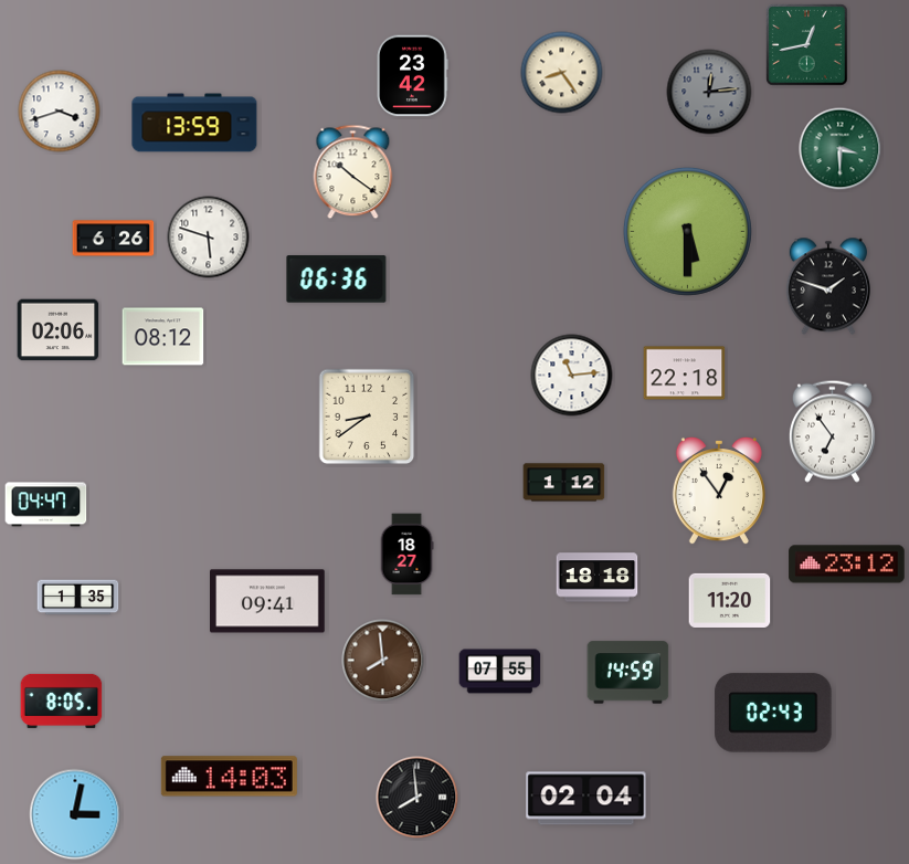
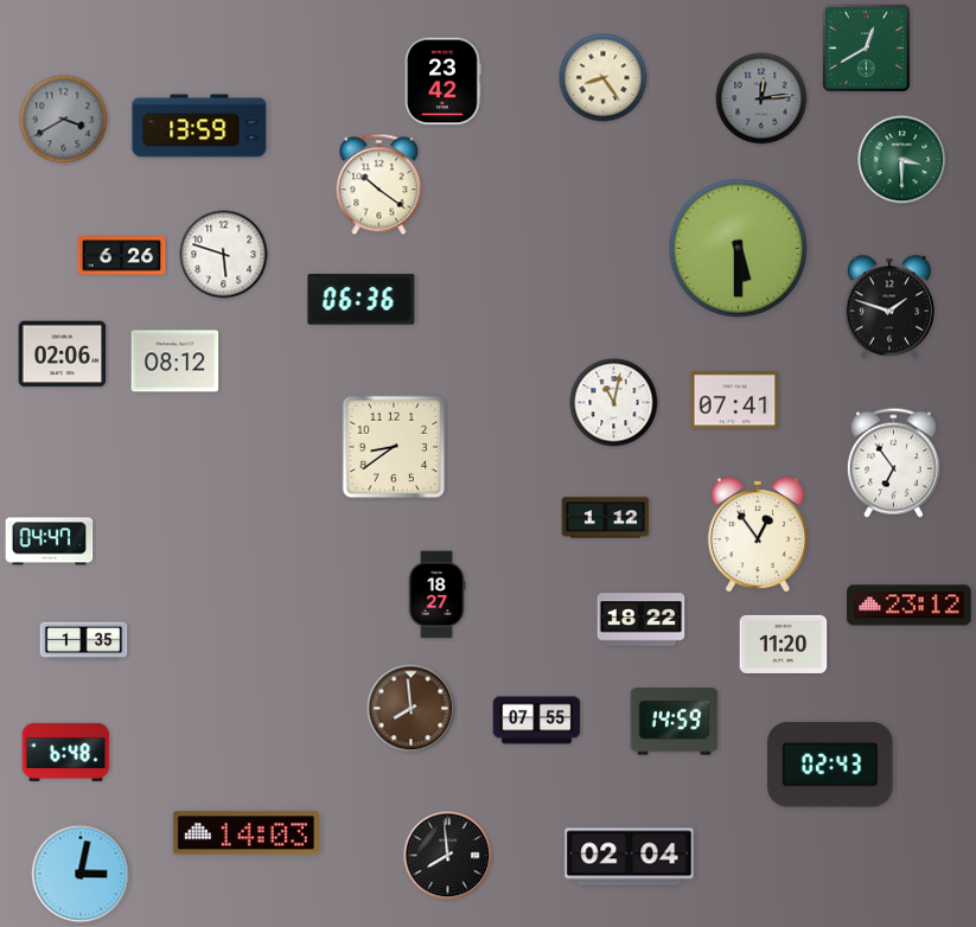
clock at (807, 45): 12:43 -> 12:40
clock at (60, 112): 3:42 -> 3:40
clock at (60, 112) dial: white -> grey
clock at (194, 123) position: (194, 123) -> (199, 126)
clock at (685, 373): 22:18 -> 07:41
clock at (572, 376): 11:14 -> 11:02
clock at (719, 491) position: (719, 491) -> (758, 535)
clock at (598, 578): 18:18 -> 18:22
clock at (268, 601): 09:41 -> none
clock at (62, 700): 8:05 -> 6:48
